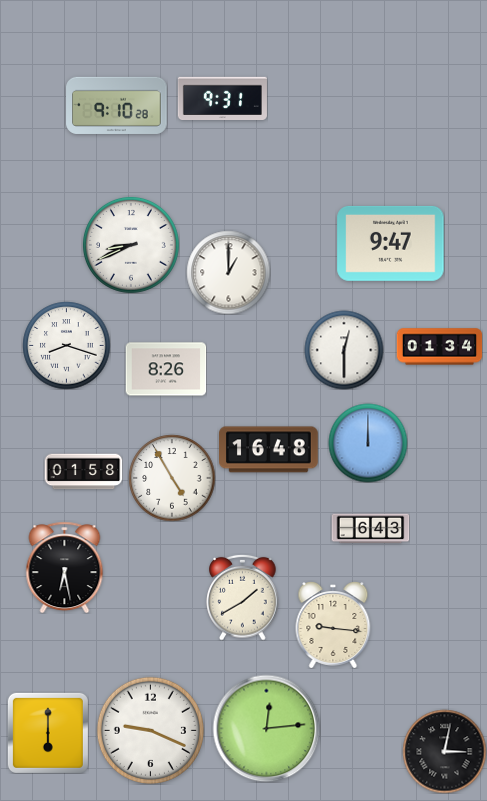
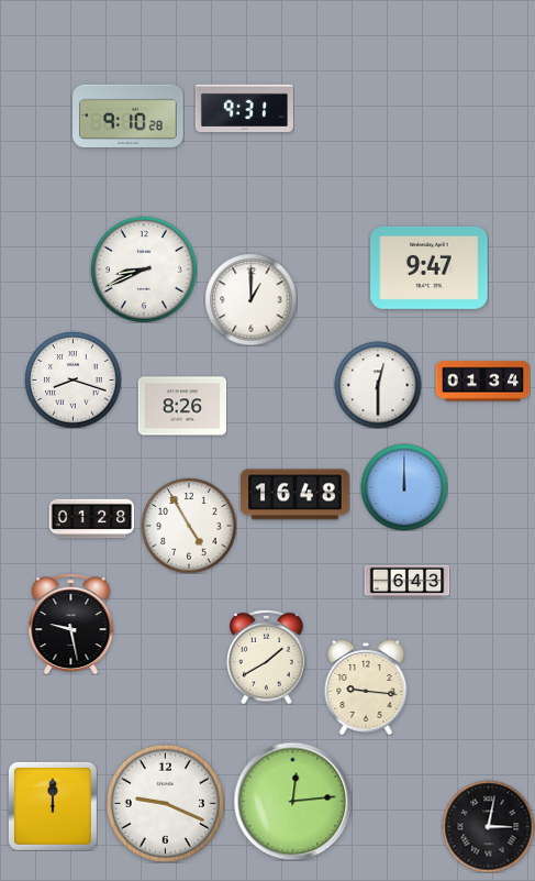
clock at (83, 472): 01:58 -> 01:28
clock at (65, 567): 6:28 -> 9:28
clock at (48, 733): 6:00 -> 12:00
